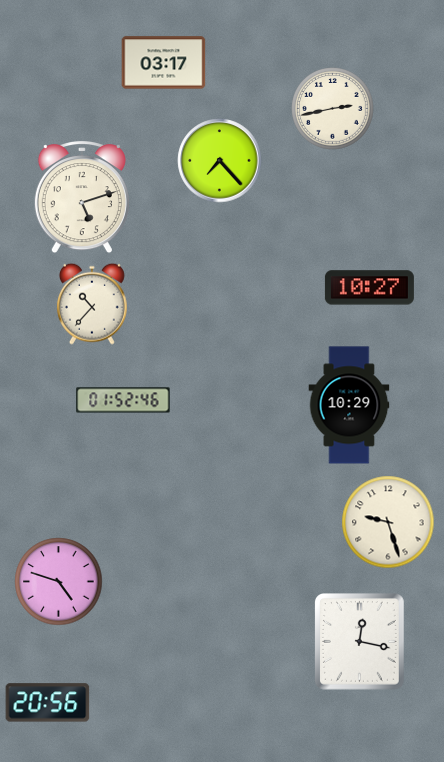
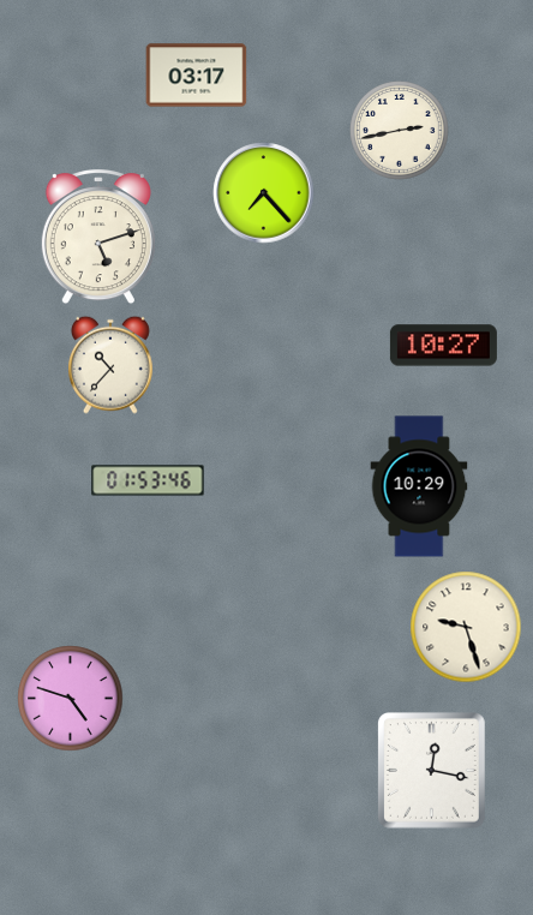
clock at (123, 400): 01:52 -> 01:53
clock at (48, 703): 20:56 -> none
